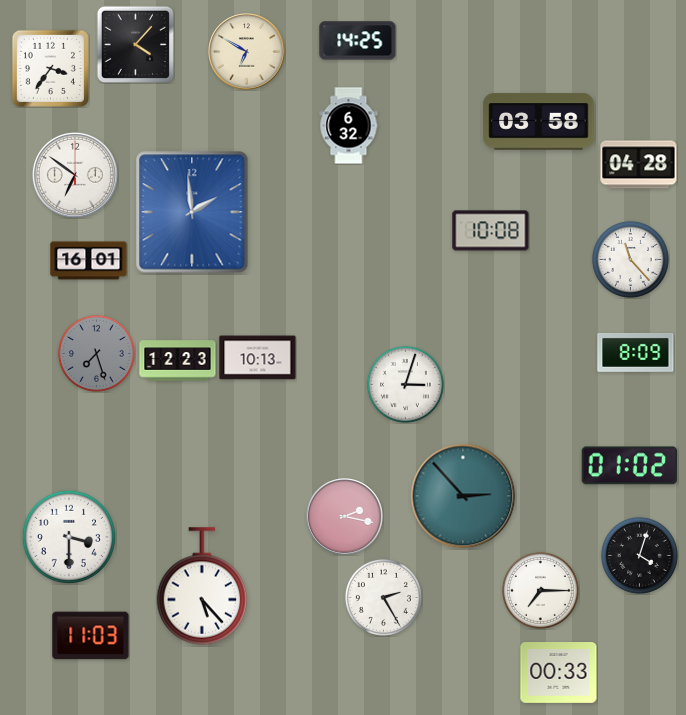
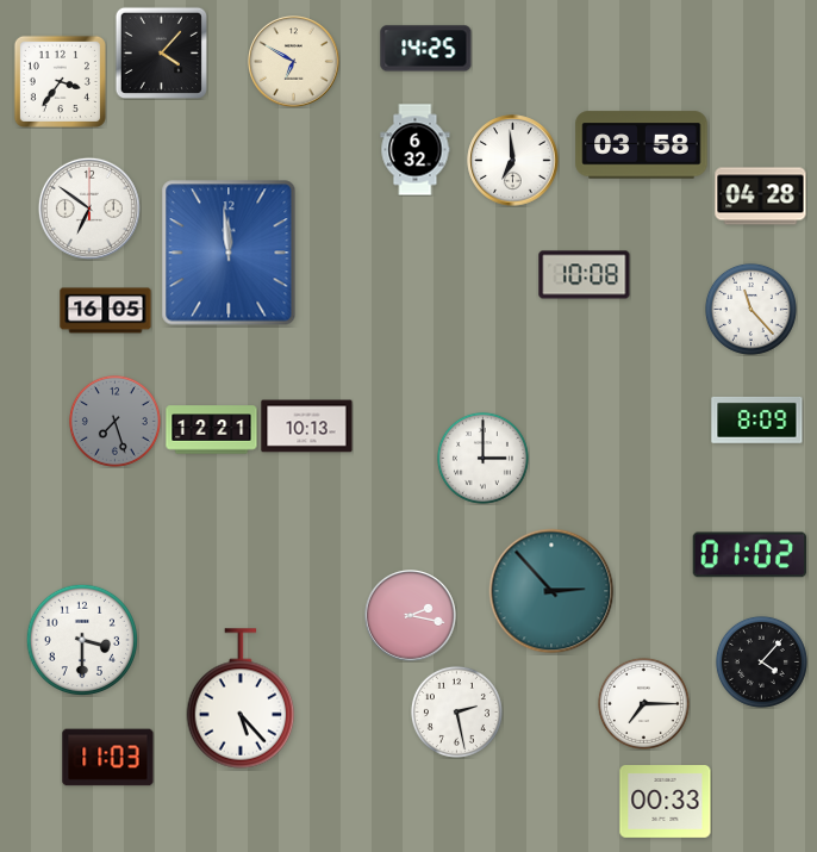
clock at (513, 161): none -> 6:59
clock at (192, 212): 1:59 -> 11:59
clock at (89, 261): 16:01 -> 16:05
clock at (178, 361): 12:23 -> 12:21
clock at (405, 384): 3:03 -> 3:00
clock at (639, 555): 4:03 -> 4:07
clock at (383, 597): 2:25 -> 2:28
